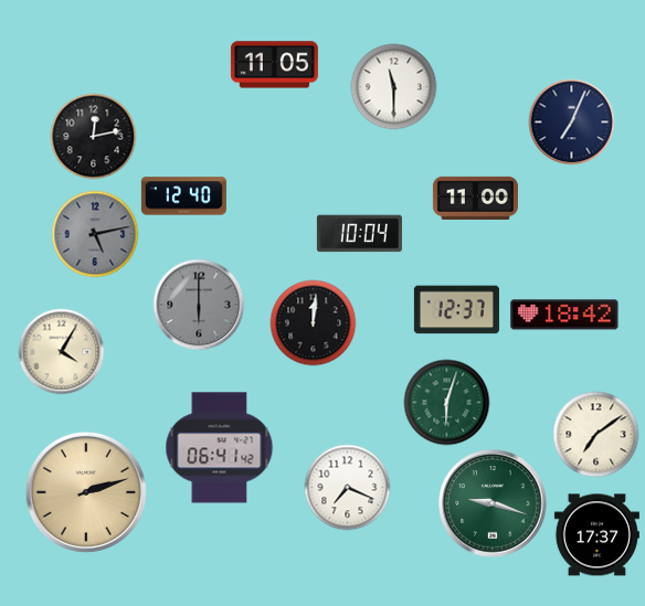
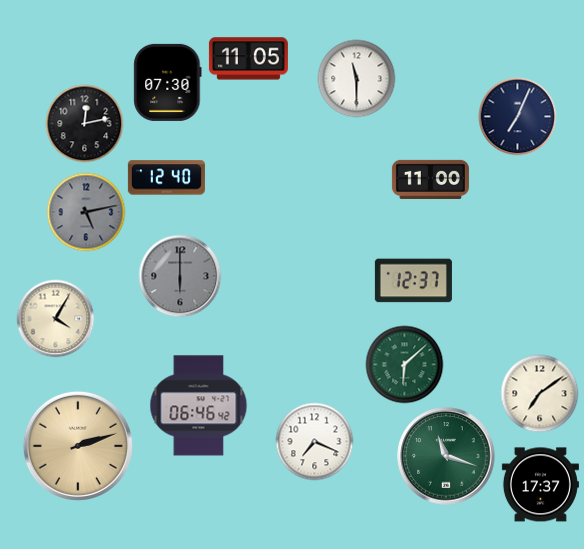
clock at (168, 82): none -> 07:30
clock at (571, 121) position: (571, 121) -> (517, 116)
clock at (359, 234): 10:04 -> none
clock at (564, 315): 18:42 -> none
clock at (313, 322): 12:01 -> none
clock at (446, 402): 6:03 -> 6:08
clock at (220, 448): 06:41 -> 06:46
clock at (493, 503): 9:18 -> 11:18
